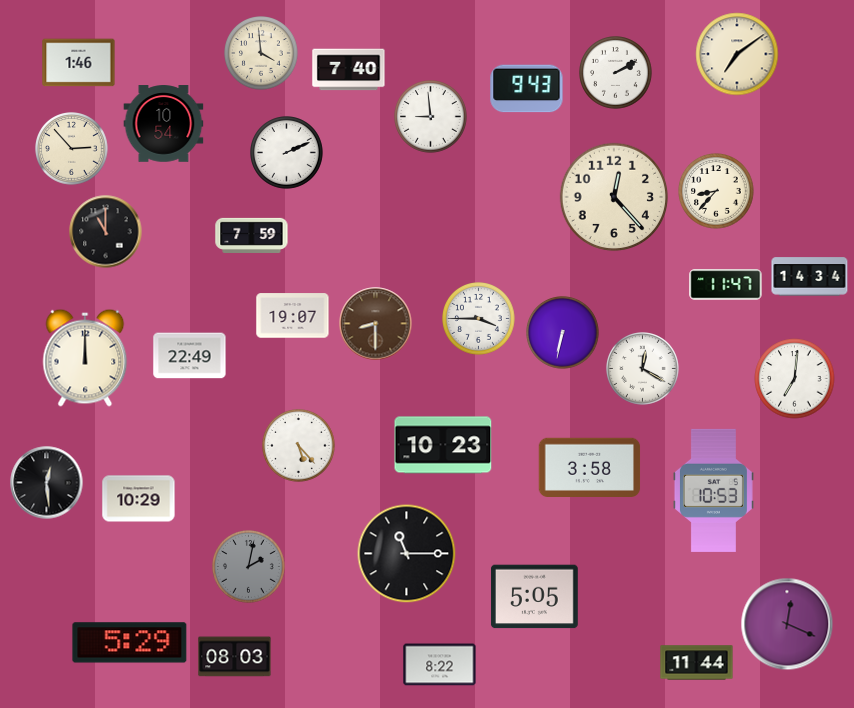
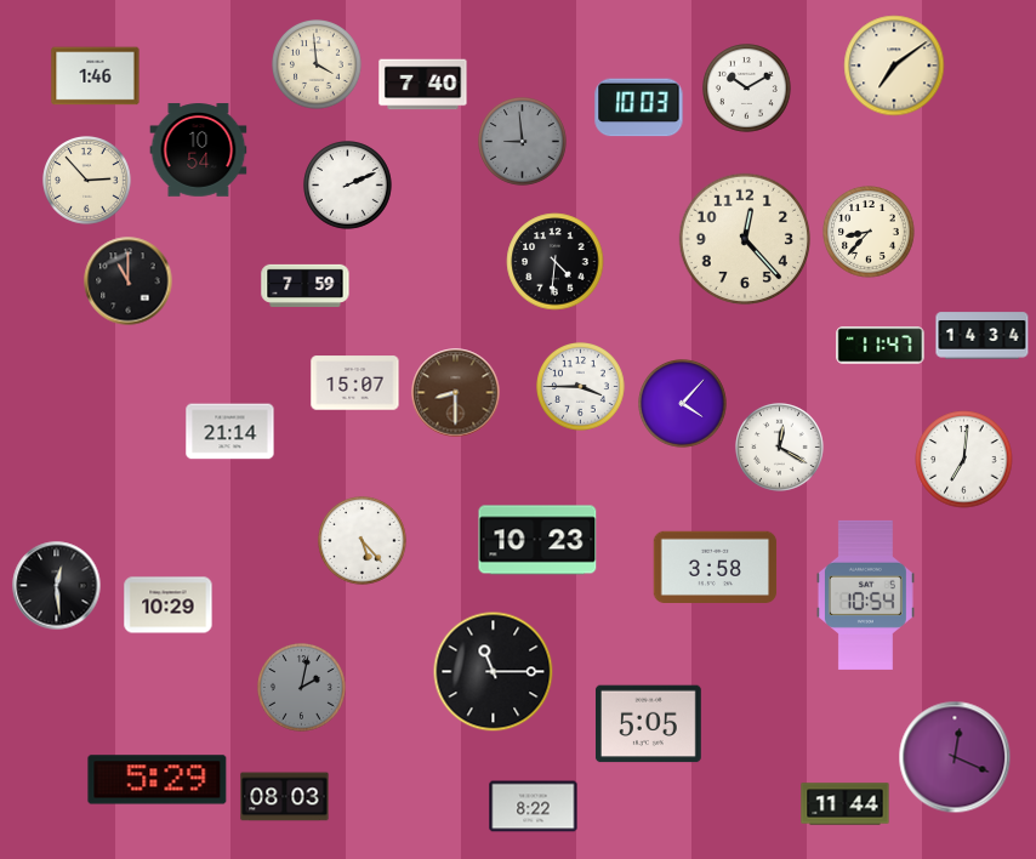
clock at (616, 73): 2:10 -> 10:10
clock at (527, 89): 9:43 -> 10:03
clock at (431, 117) dial: white -> grey
clock at (556, 262): none -> 4:31
clock at (293, 316): 19:07 -> 15:07
clock at (563, 333): 6:32 -> 4:07
clock at (190, 356): 22:49 -> 21:14
clock at (85, 358): 12:00 -> none
clock at (713, 490): 10:53 -> 10:54
